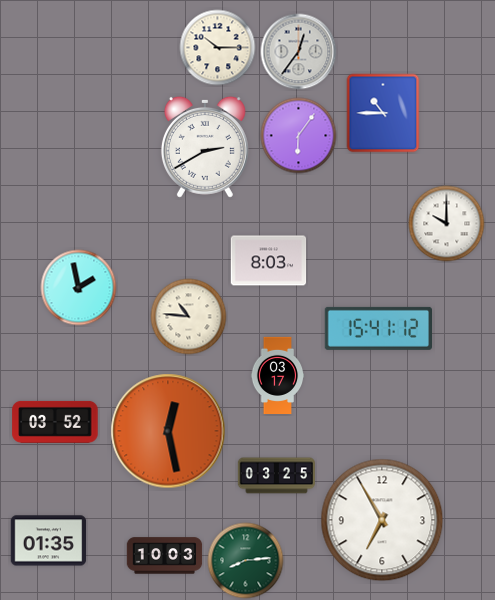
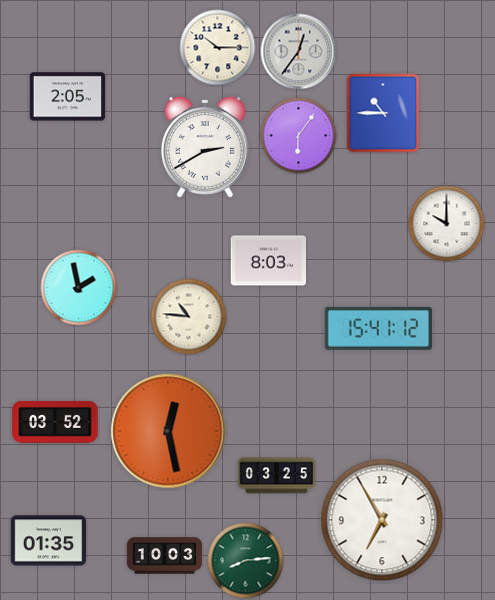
clock at (68, 97): none -> 2:05
clock at (278, 375): 03:17 -> none
